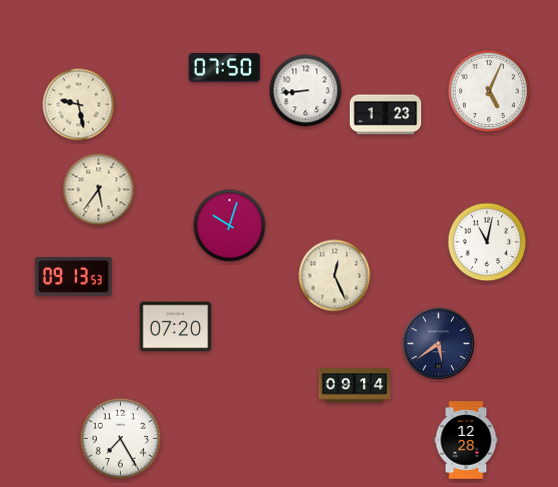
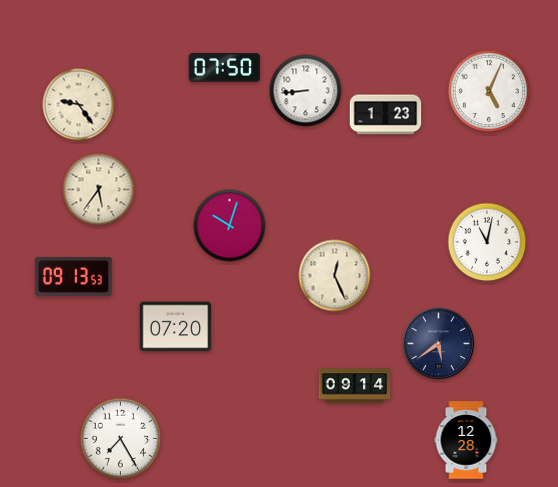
clock at (79, 105): 9:28 -> 9:24
